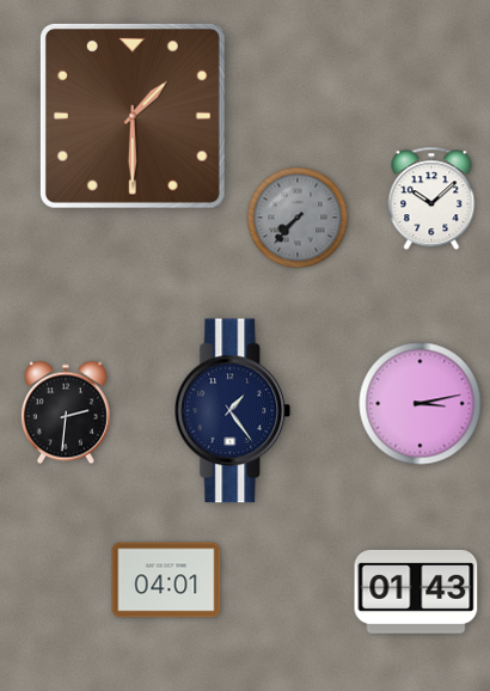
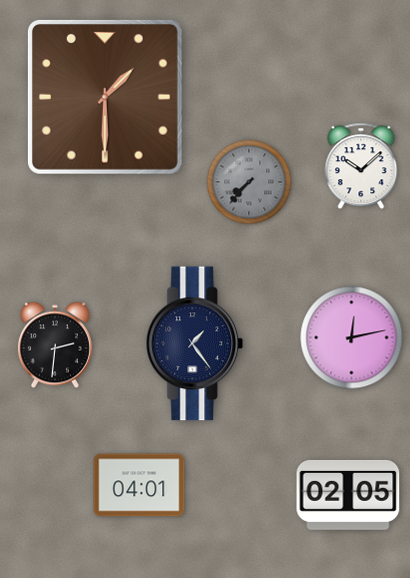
clock at (133, 116) position: (133, 116) -> (105, 97)
clock at (421, 404): 3:13 -> 12:13
clock at (416, 592): 01:43 -> 02:05
